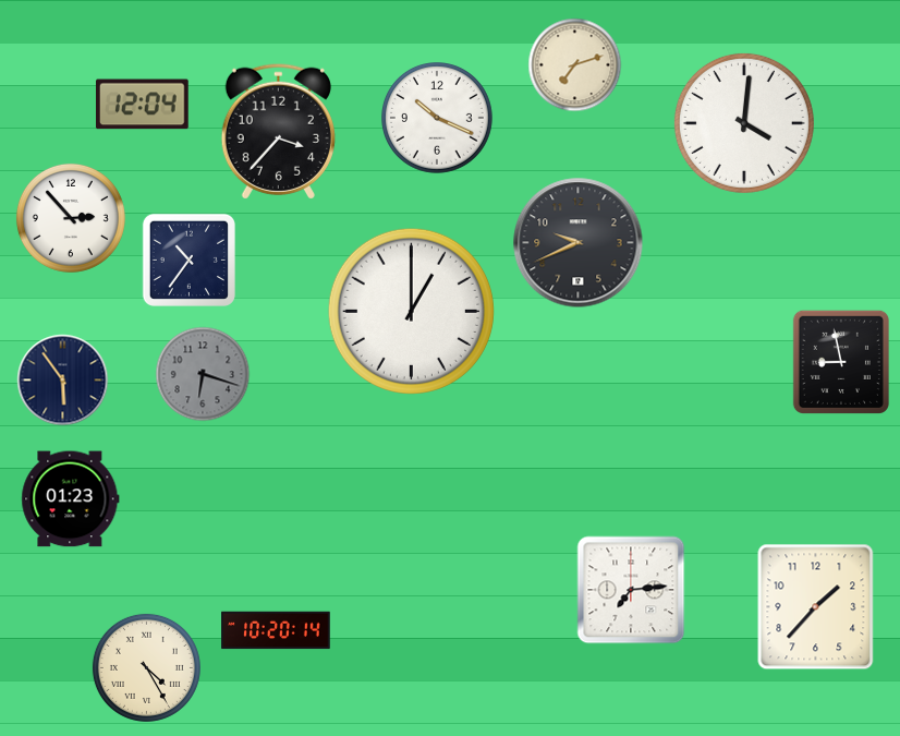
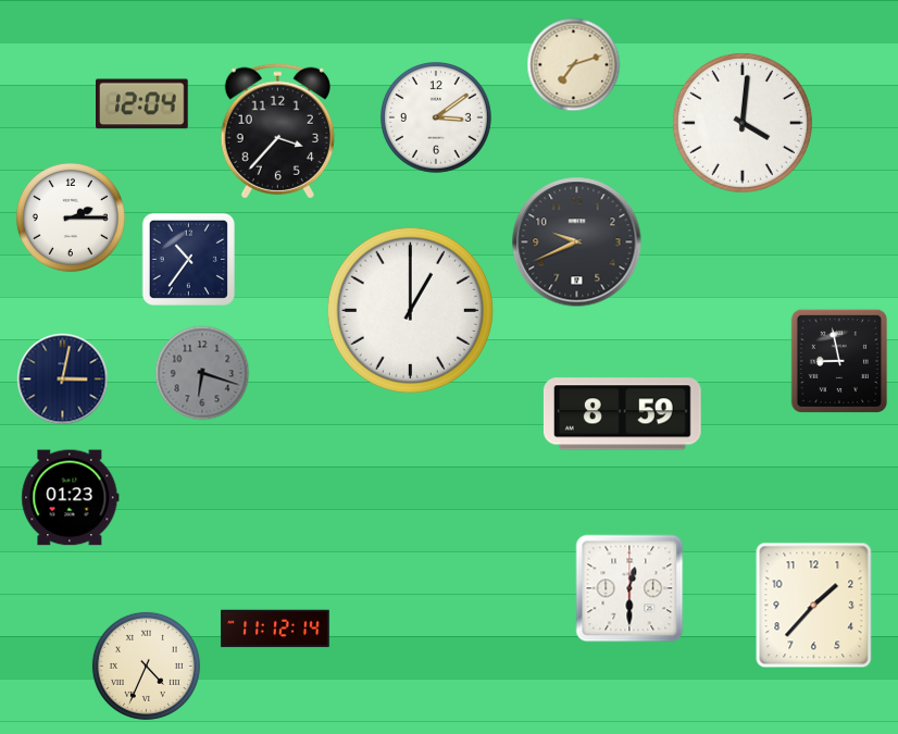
clock at (438, 119): 10:19 -> 3:09
clock at (71, 218): 2:53 -> 2:15
clock at (63, 381): 5:54 -> 3:02
clock at (622, 414): none -> 8:59
clock at (631, 590): 7:14 -> 12:30
clock at (276, 630): 10:20 -> 11:12
clock at (146, 667): 4:25 -> 4:34
